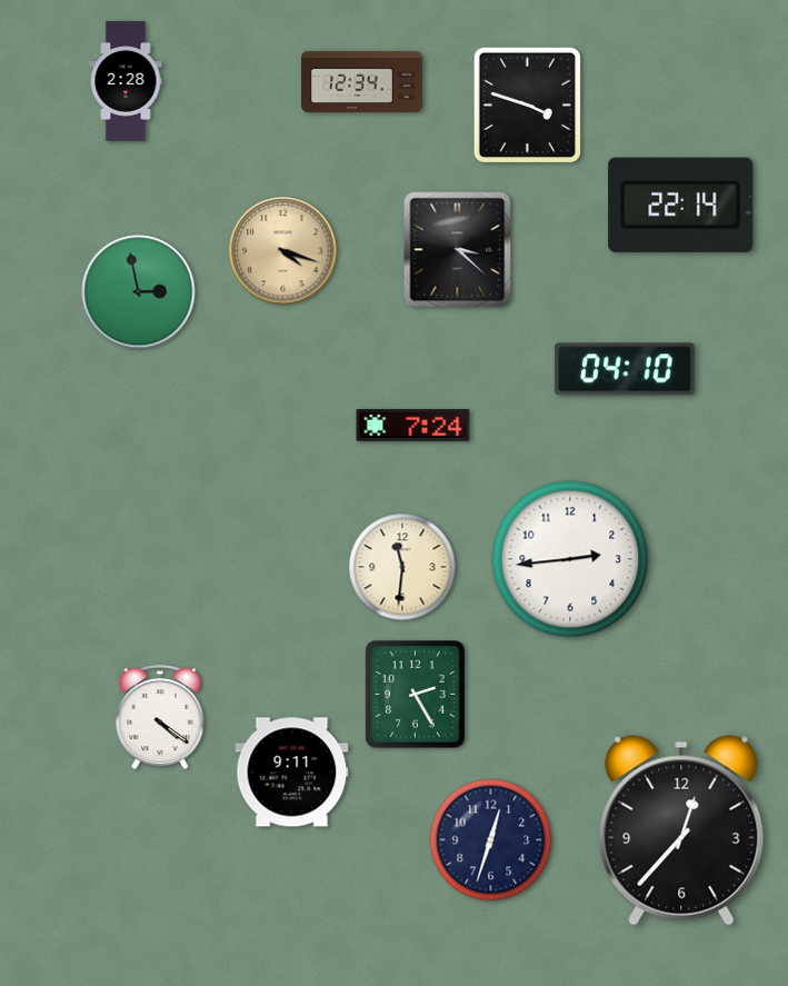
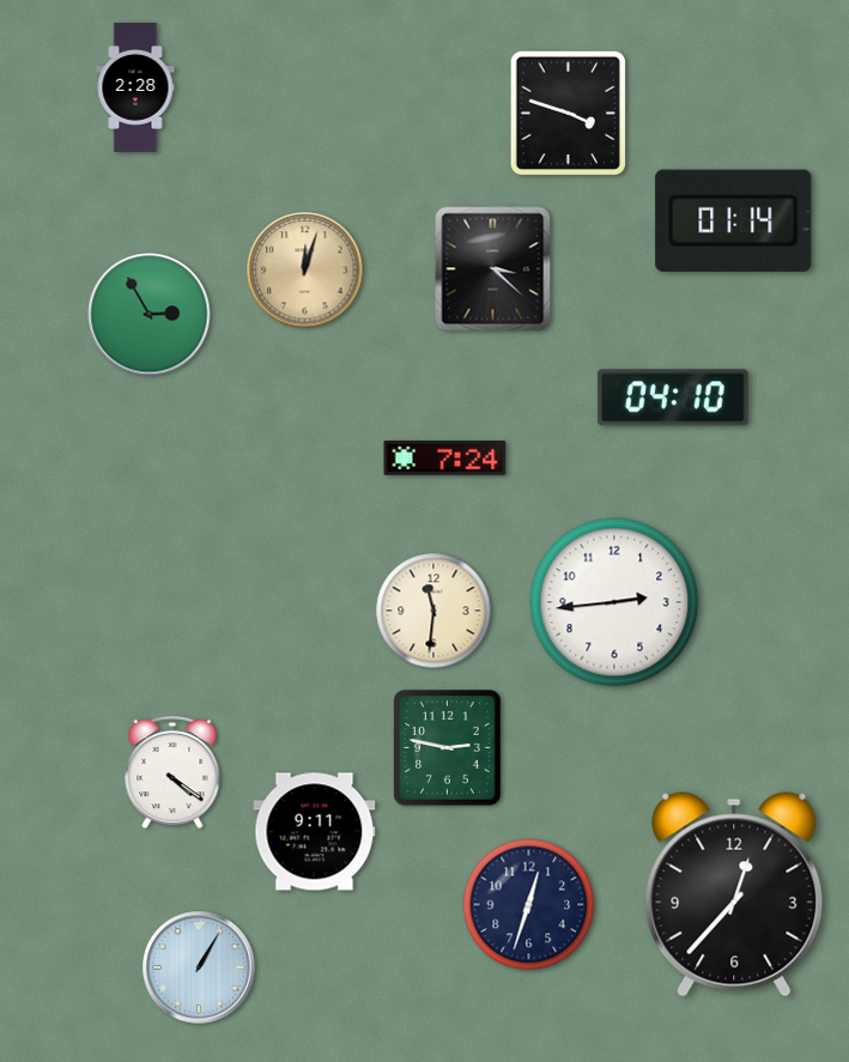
clock at (362, 81): 12:34 -> none
clock at (681, 205): 22:14 -> 01:14
clock at (283, 251): 4:18 -> 12:03
clock at (139, 292): 2:58 -> 2:55
clock at (416, 695): 2:25 -> 2:47
clock at (199, 967): none -> 1:05
